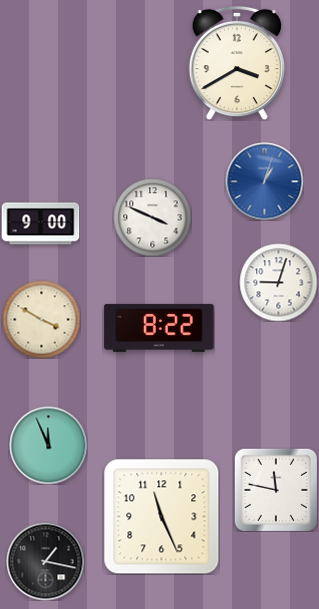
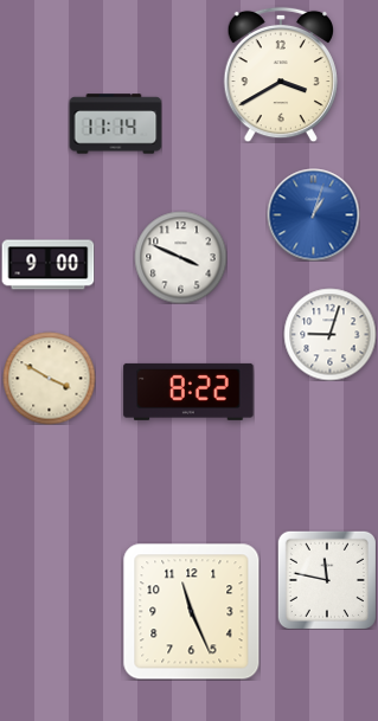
clock at (115, 124): none -> 11:14
clock at (159, 328) position: (159, 328) -> (188, 392)
clock at (48, 445): 11:56 -> none
clock at (45, 561): 1:17 -> none
